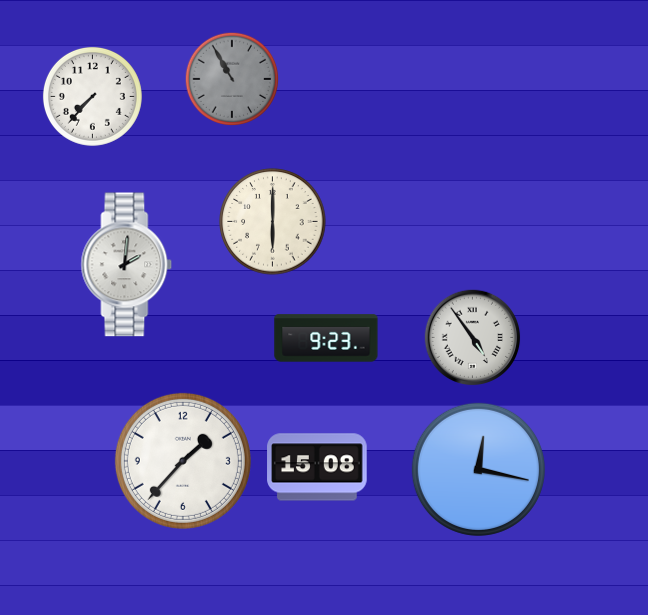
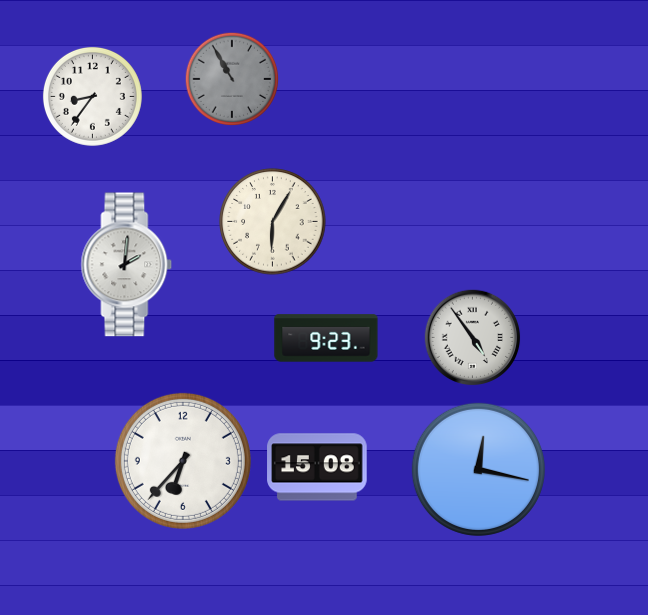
clock at (92, 96): 7:37 -> 8:36
clock at (273, 222): 6:00 -> 6:05
clock at (183, 461): 1:37 -> 6:37
